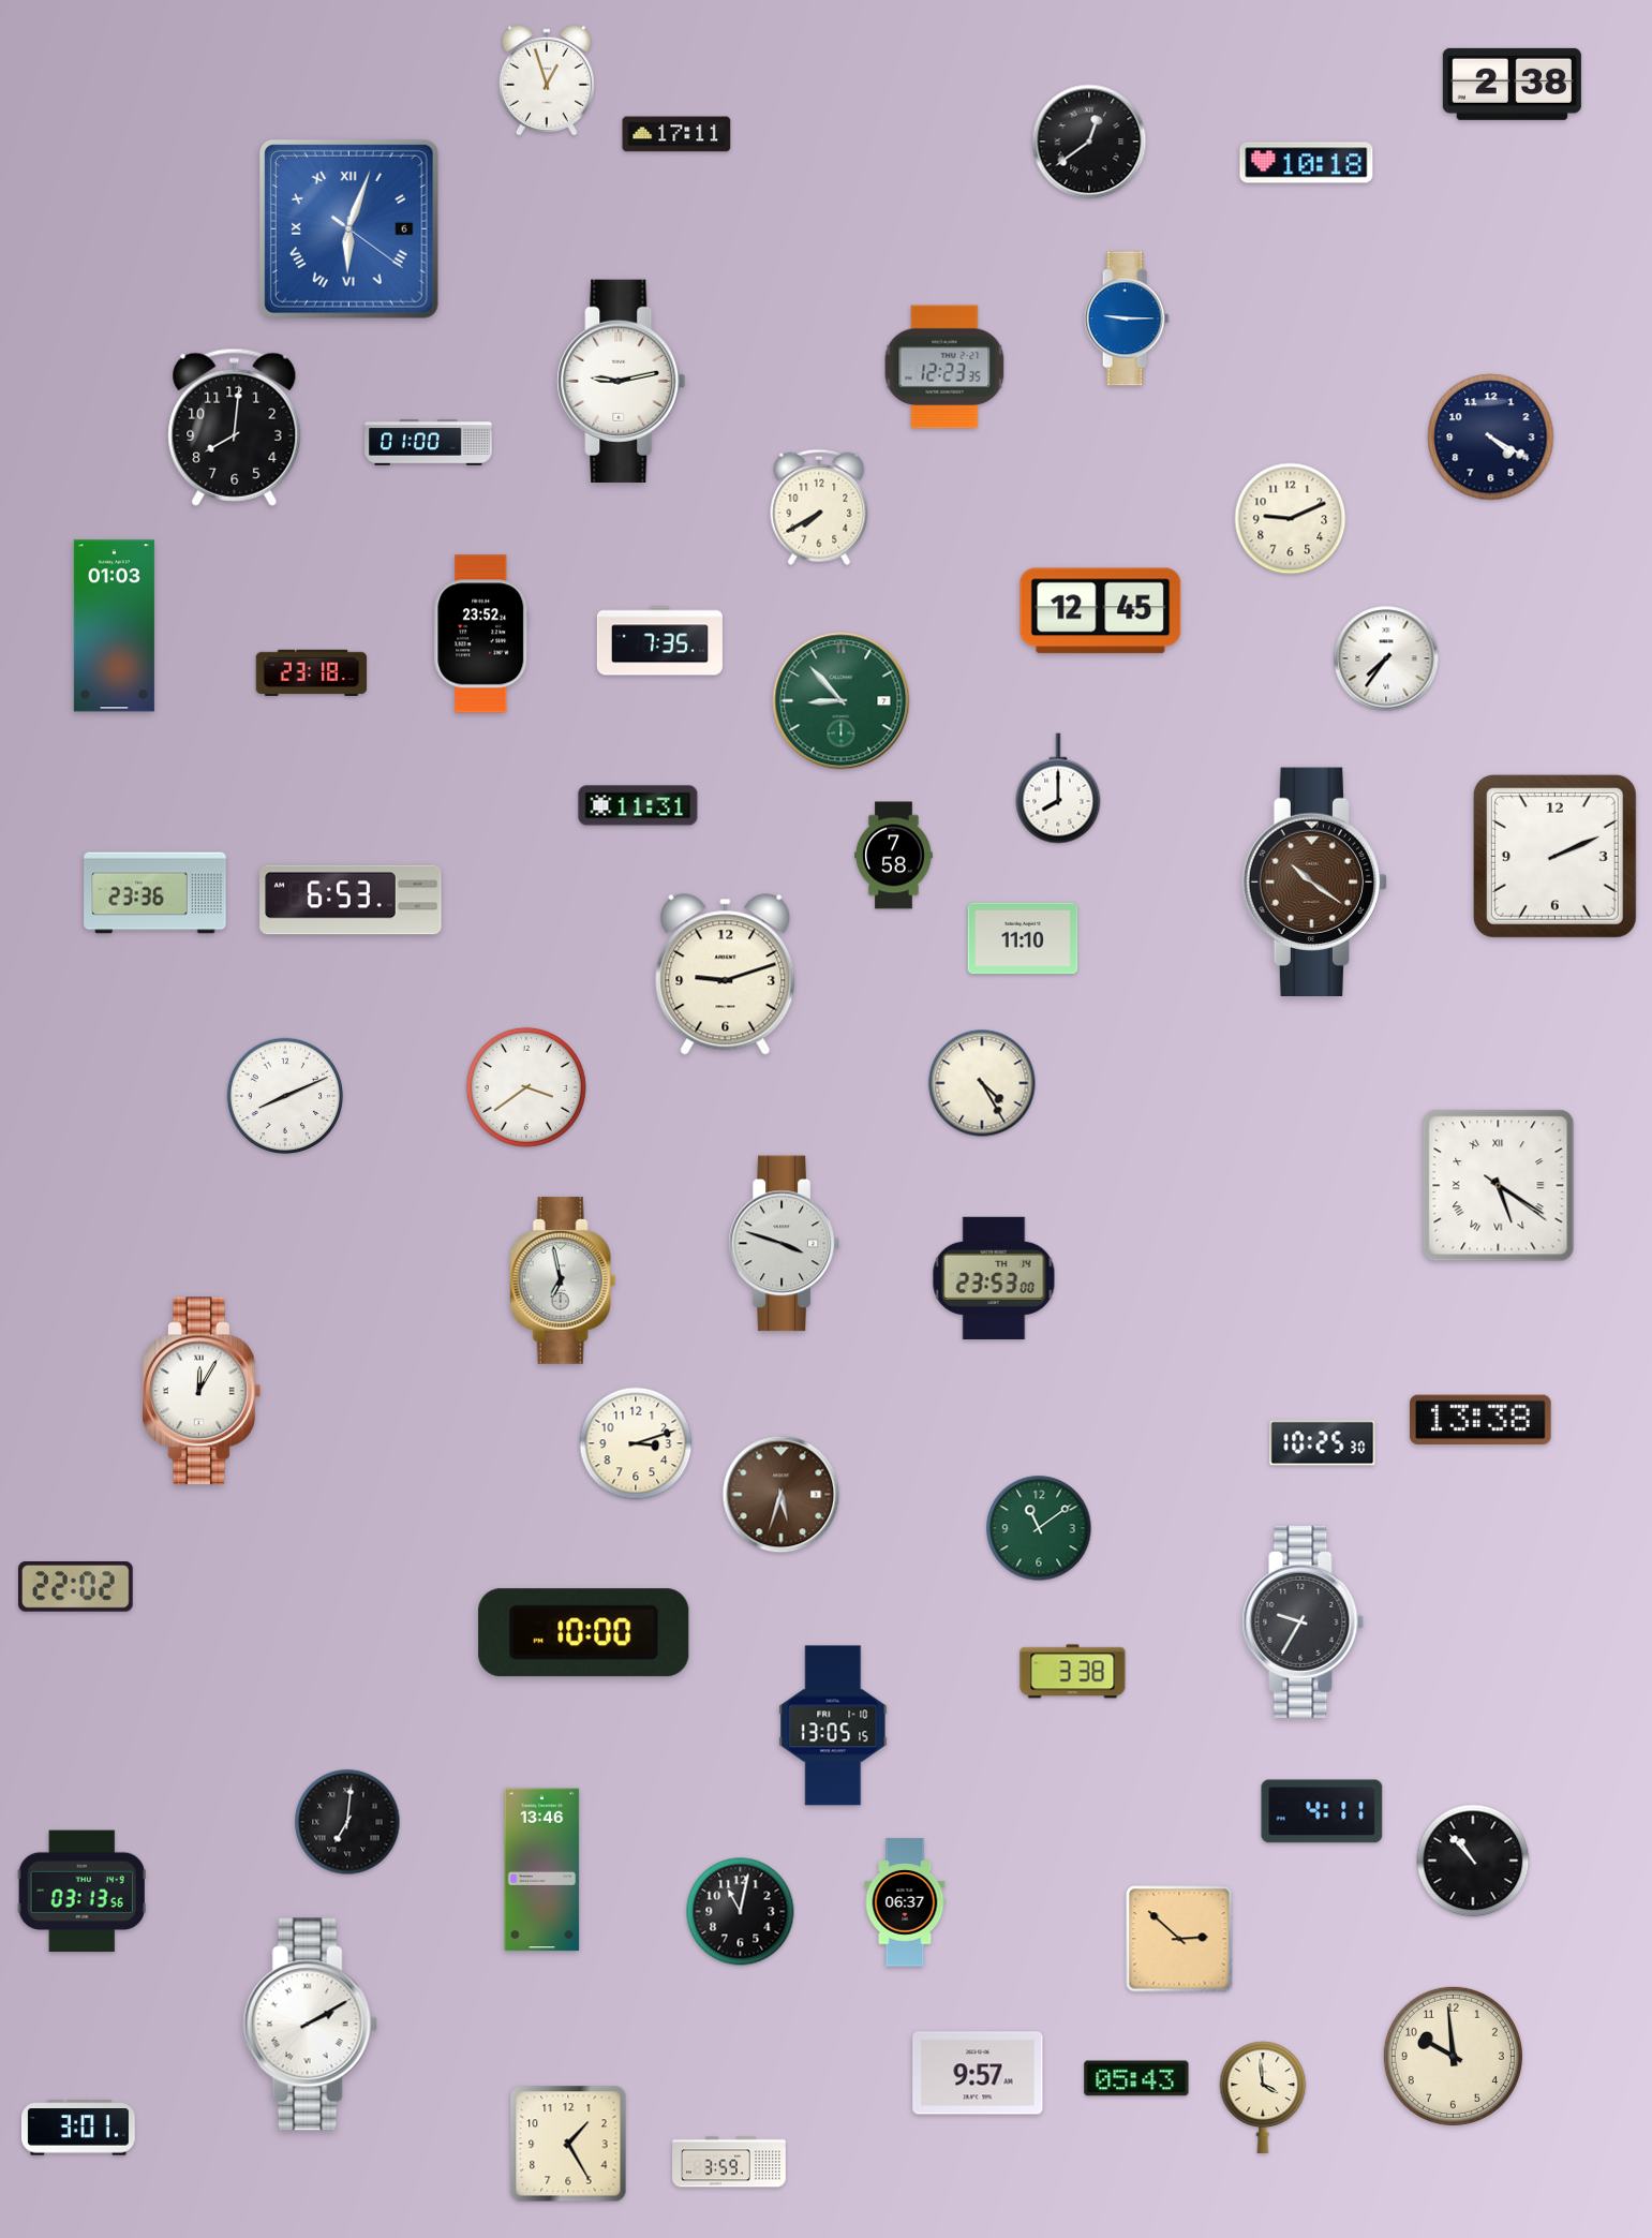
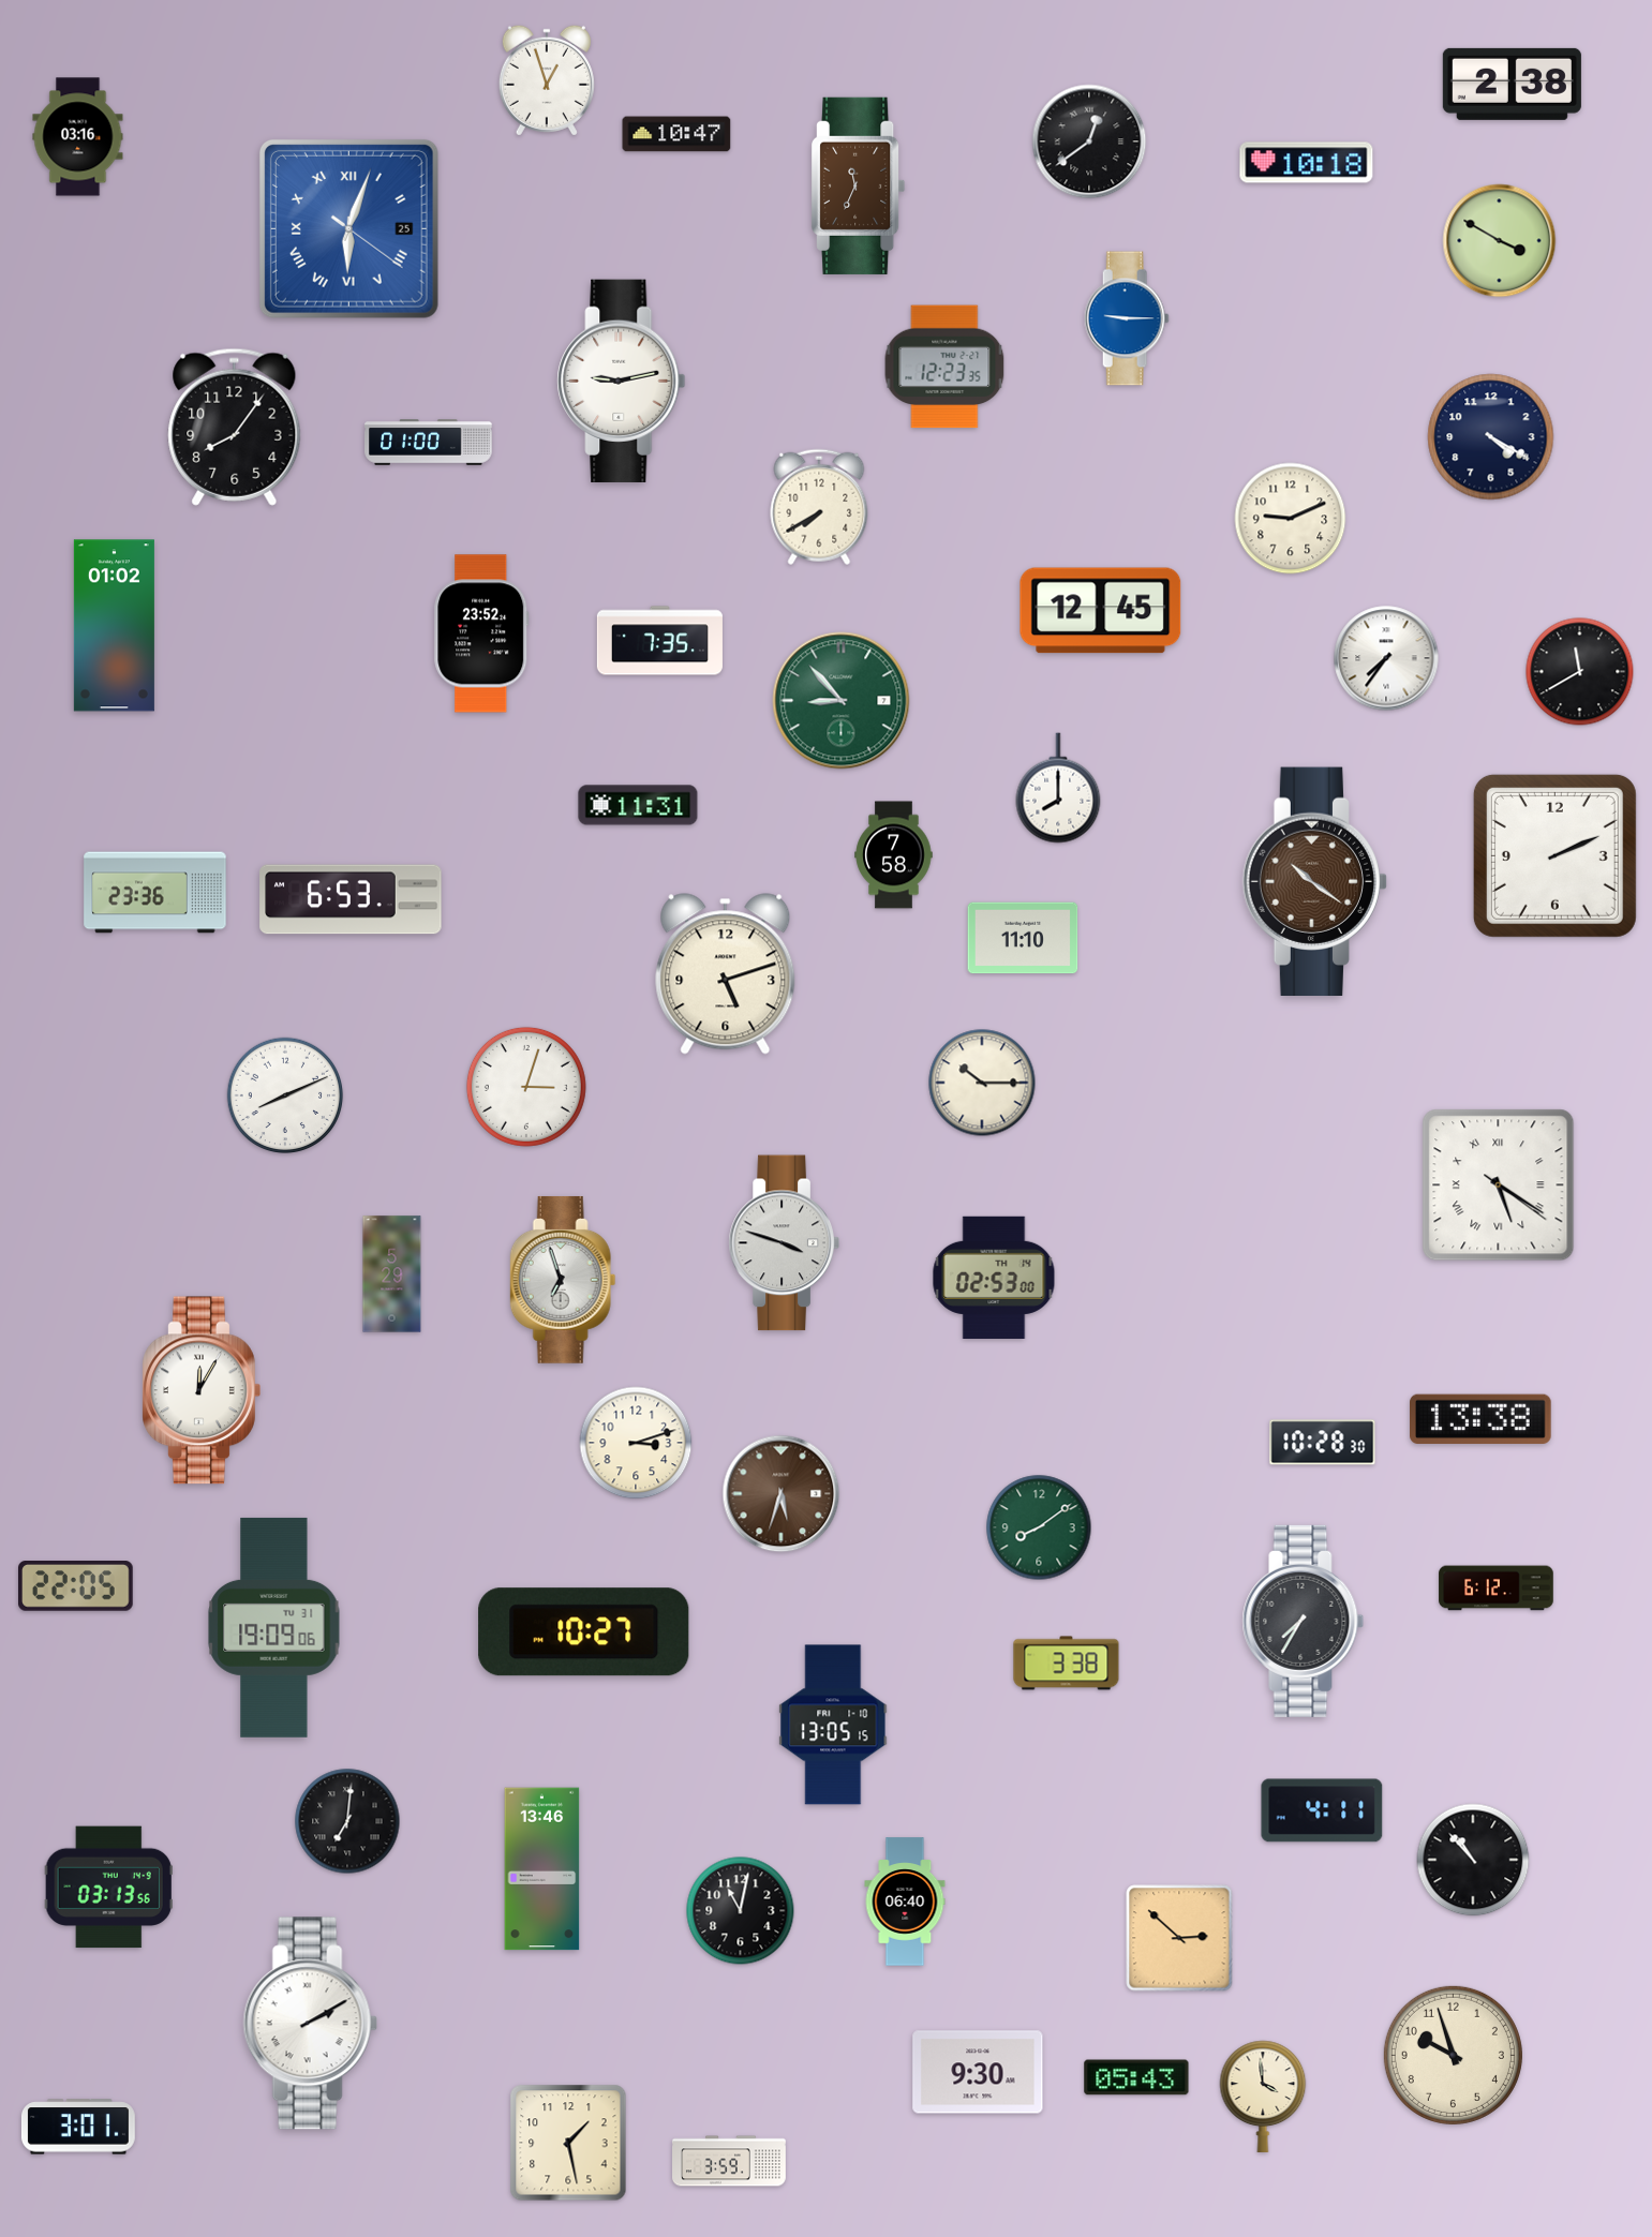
clock at (676, 134): 17:11 -> 10:47
clock at (78, 137): none -> 03:16
clock at (859, 185): none -> 11:34
clock at (348, 228) date: 6 -> 25
clock at (1500, 241): none -> 3:50
clock at (235, 427): 8:01 -> 8:06
clock at (114, 626): 01:03 -> 01:02
clock at (312, 672): 23:18 -> none
clock at (1580, 672): none -> 11:40
clock at (726, 975): 9:12 -> 5:12
clock at (982, 1083): 4:25 -> 10:15
clock at (526, 1087): 3:39 -> 3:03
clock at (392, 1274): none -> 5:29
clock at (994, 1278): 23:53 -> 02:53
clock at (563, 1280): 6:58 -> 6:57
clock at (1323, 1443): 10:25 -> 10:28
clock at (1039, 1528): 11:09 -> 8:09
clock at (76, 1587): 22:02 -> 22:05
clock at (1497, 1589): none -> 6:12
clock at (1304, 1621): 9:35 -> 7:35
clock at (274, 1627): none -> 19:09
clock at (584, 1633): 10:00 -> 10:27
clock at (1073, 1672) position: (1073, 1672) -> (1067, 1664)
clock at (81, 1892) position: (81, 1892) -> (108, 1888)
clock at (905, 1902): 06:37 -> 06:40
clock at (1453, 2056): 9:59 -> 9:57
clock at (978, 2073): 9:57 -> 9:30
clock at (568, 2144): 1:25 -> 1:28
